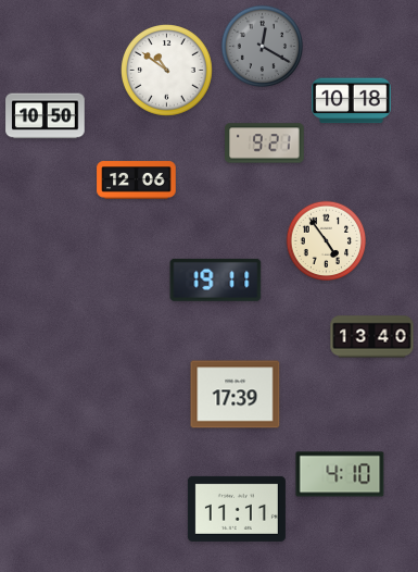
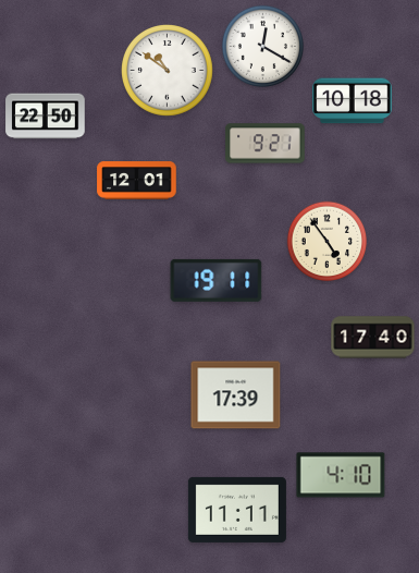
clock at (262, 46) dial: grey -> white
clock at (46, 116): 10:50 -> 22:50
clock at (137, 181): 12:06 -> 12:01
clock at (372, 337): 13:40 -> 17:40
